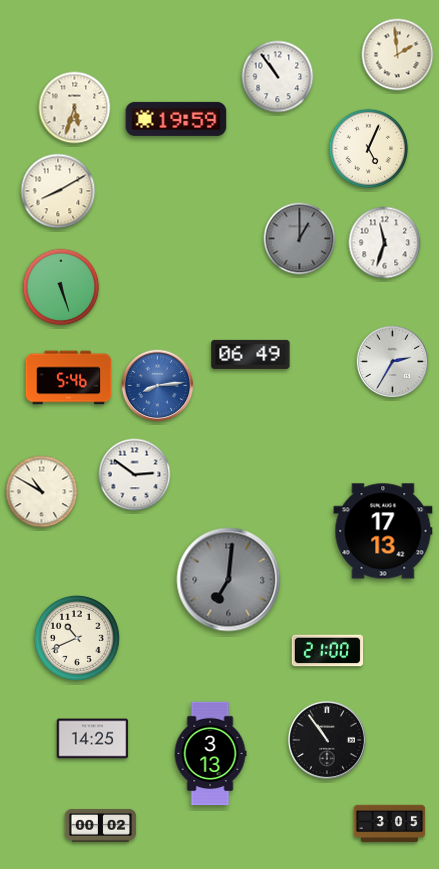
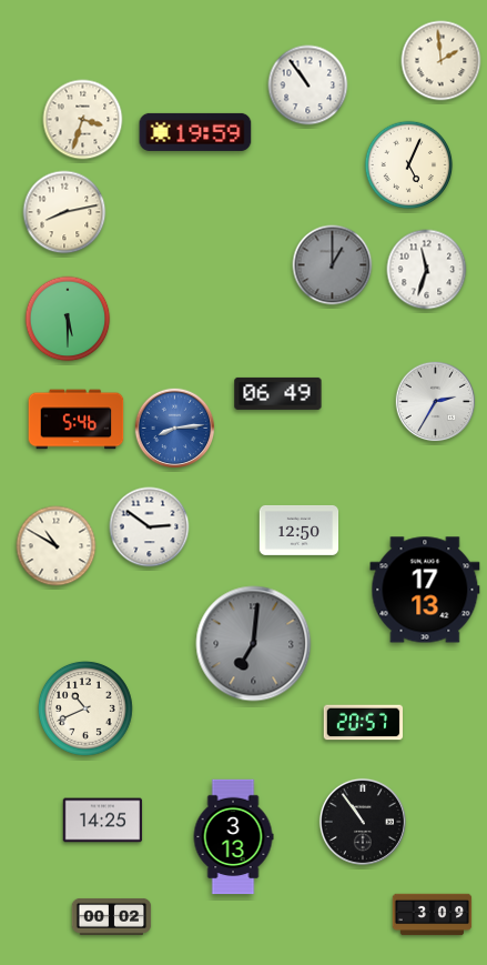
clock at (75, 108): 5:33 -> 3:33
clock at (58, 191): 8:10 -> 8:13
clock at (61, 287): 5:27 -> 5:30
clock at (300, 530): none -> 12:50
clock at (42, 492) position: (42, 492) -> (57, 546)
clock at (328, 651): 21:00 -> 20:57
clock at (390, 824): 3:05 -> 3:09
